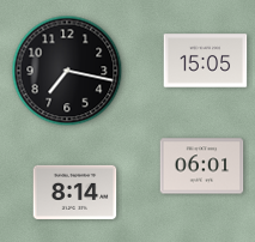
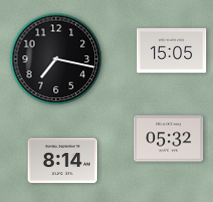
clock at (202, 167): 06:01 -> 05:32
